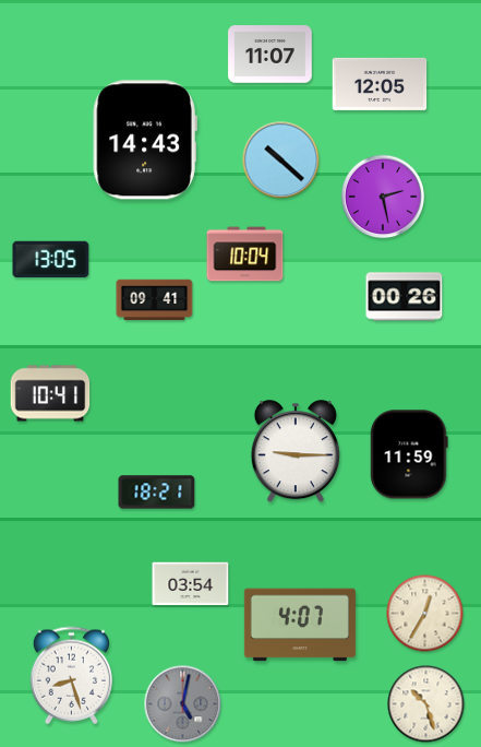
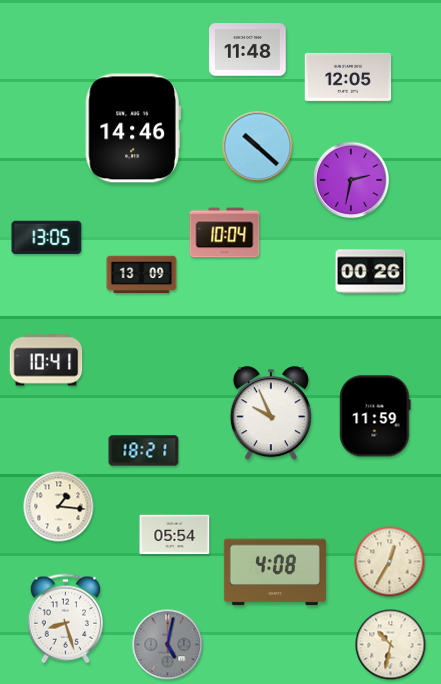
clock at (270, 55): 11:07 -> 11:48
clock at (145, 140): 14:43 -> 14:46
clock at (383, 197): 2:28 -> 2:32
clock at (155, 300): 09:41 -> 13:09
clock at (296, 452): 9:15 -> 9:56
clock at (59, 507): none -> 1:16
clock at (191, 584): 03:54 -> 05:54
clock at (300, 625): 4:07 -> 4:08
clock at (426, 704): 10:27 -> 10:32
